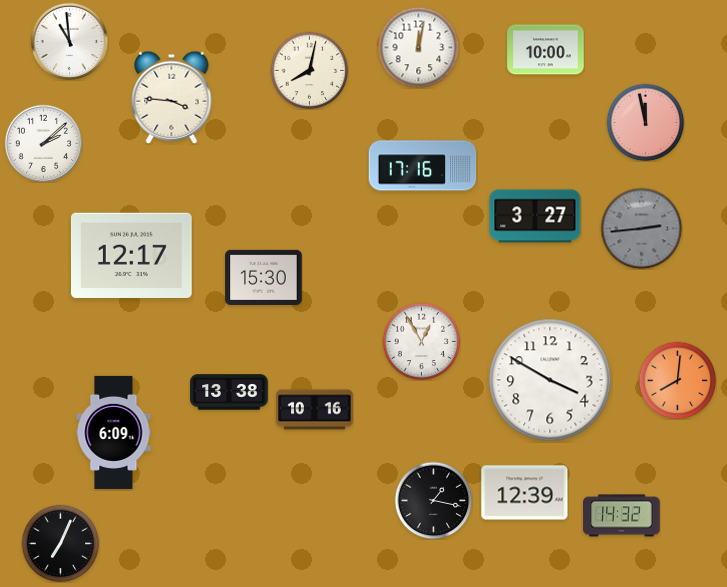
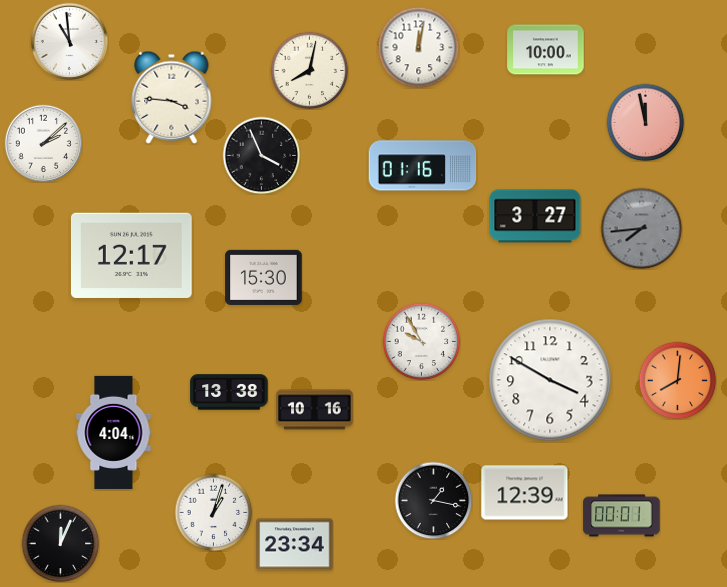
clock at (261, 155): none -> 3:56
clock at (423, 166): 17:16 -> 01:16
clock at (641, 228): 2:44 -> 7:44
clock at (421, 341): 12:55 -> 9:55
clock at (114, 432): 6:09 -> 4:04
clock at (213, 512): none -> 1:03
clock at (622, 516): 14:32 -> 00:01
clock at (60, 543): 7:04 -> 12:04
clock at (295, 545): none -> 23:34
